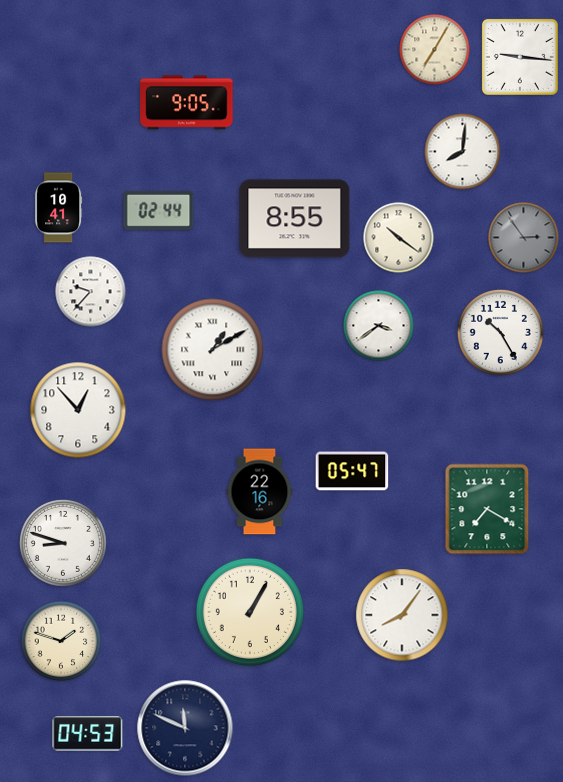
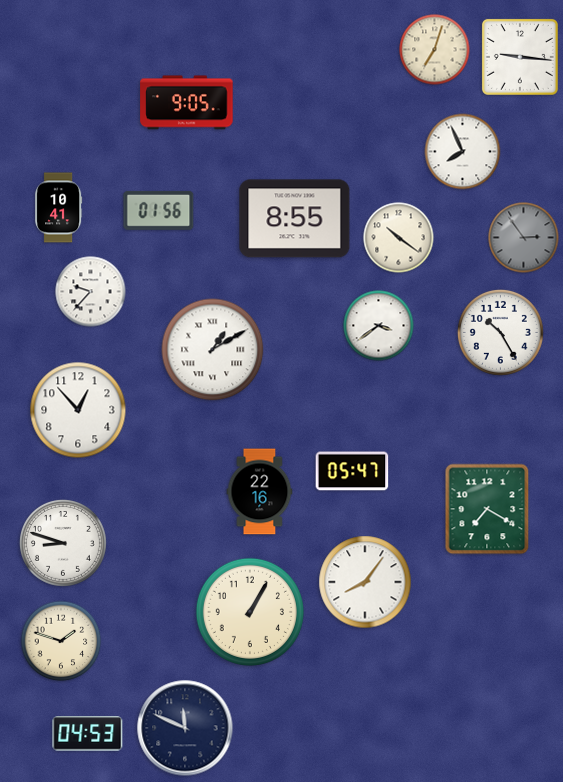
clock at (435, 50): 7:05 -> 7:03
clock at (463, 152): 8:01 -> 7:56
clock at (159, 210): 02:44 -> 01:56
clock at (402, 615) position: (402, 615) -> (365, 582)
